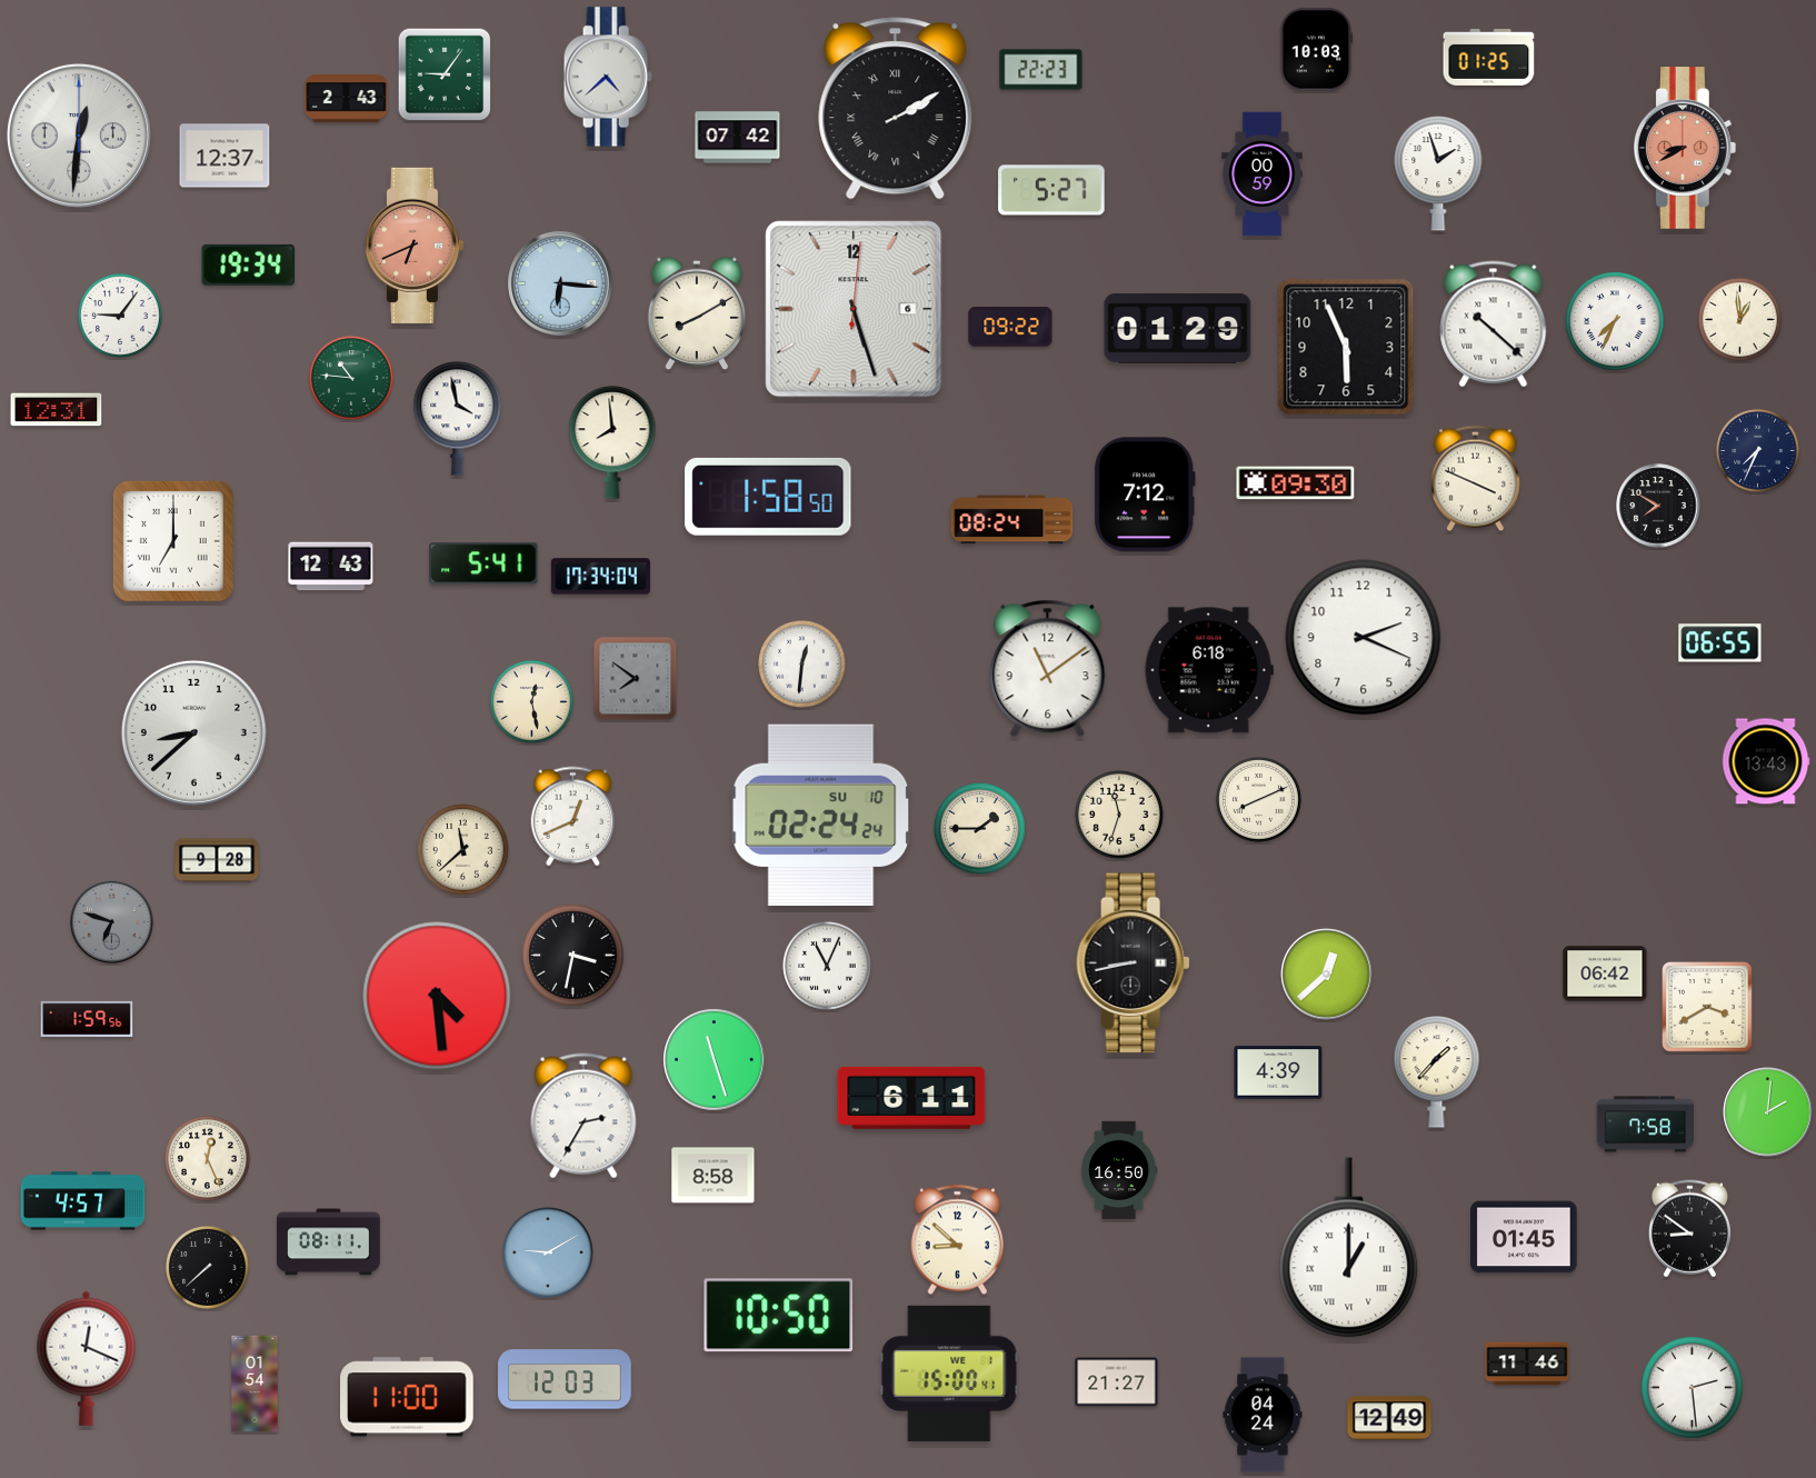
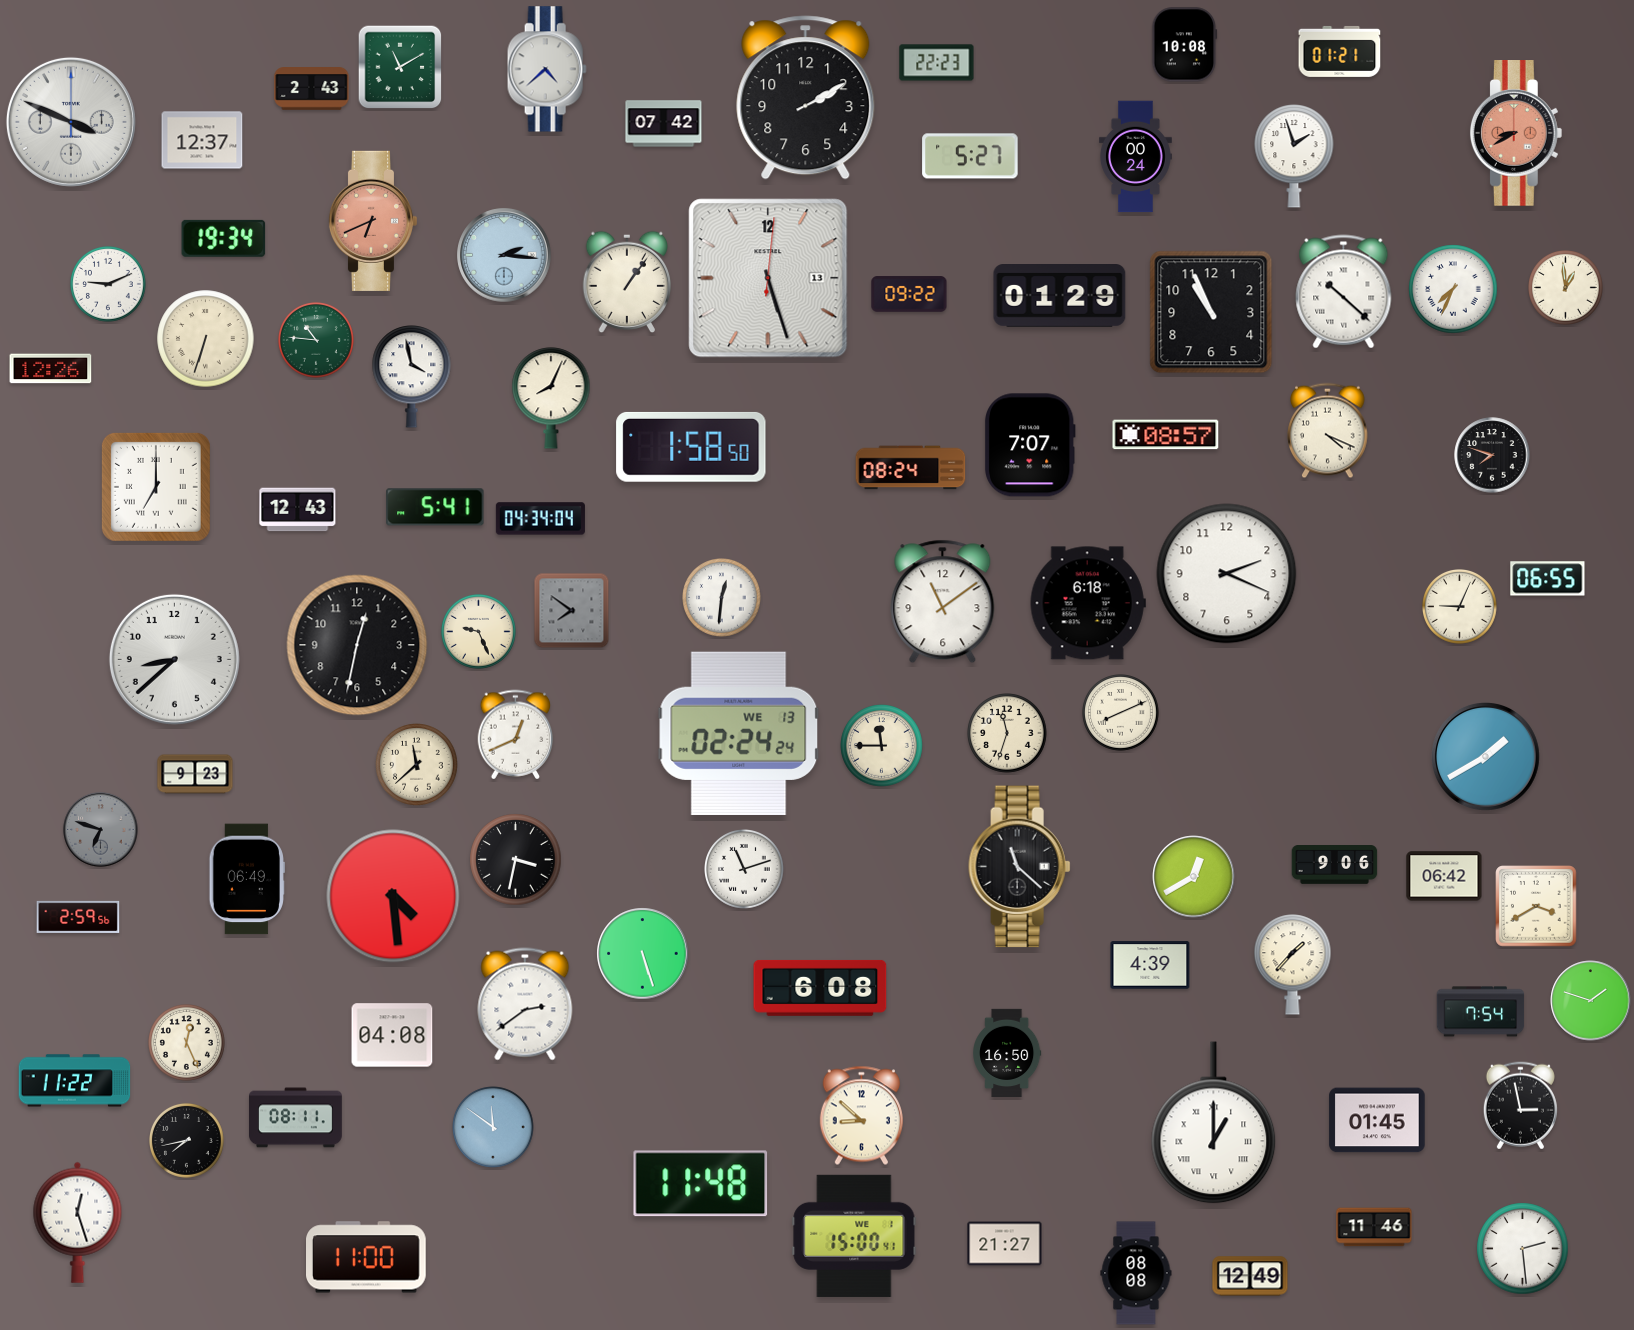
clock at (1317, 50): 10:03 -> 10:08
clock at (1489, 57): 01:25 -> 01:21
clock at (445, 74): 9:06 -> 11:10
clock at (896, 109) numerals: Roman -> Arabic
clock at (79, 136): 12:31 -> 3:49
clock at (1261, 174): 00:59 -> 00:24
clock at (1051, 190) position: (1051, 190) -> (970, 156)
clock at (560, 283): 6:16 -> 2:16
clock at (854, 309) date: 6 -> 13
clock at (697, 313): 8:10 -> 1:06
clock at (121, 317): 9:06 -> 9:11
clock at (1346, 347): 5:56 -> 10:56
clock at (206, 339): none -> 6:33
clock at (57, 410): 12:31 -> 12:26
clock at (612, 442): 7:59 -> 8:04
clock at (1758, 451): 7:34 -> none
clock at (1476, 479): 3:49 -> 4:19
clock at (1296, 483): 09:30 -> 08:57
clock at (1145, 495): 7:12 -> 7:07
clock at (1658, 506): 7:50 -> 7:48
clock at (600, 577): 17:34 -> 04:34
clock at (1460, 607): none -> 9:04
clock at (532, 702): 12:28 -> 9:26
clock at (357, 645): none -> 12:32
clock at (1766, 761): 13:43 -> none
clock at (1259, 800) position: (1259, 800) -> (1121, 713)
clock at (821, 815) date: SU 10 -> WE 13
clock at (980, 829): 1:45 -> 11:45
clock at (1486, 757): none -> 1:40
clock at (217, 860): 9:28 -> 9:23
clock at (1335, 865): none -> 9:06
clock at (1134, 963): 8:43 -> 11:22
clock at (827, 966): 11:04 -> 11:12
clock at (1327, 975): 12:38 -> 12:40
clock at (247, 879): none -> 06:49
clock at (87, 1019): 1:59 -> 2:59
clock at (715, 1060): 11:27 -> 5:27
clock at (911, 1098): 6:11 -> 6:08
clock at (1768, 1112): 2:01 -> 1:48
clock at (583, 1116): 2:35 -> 2:39
clock at (1646, 1125): 7:58 -> 7:54
clock at (392, 1035): none -> 04:08
clock at (714, 1176): 8:58 -> none
clock at (83, 1201): 4:57 -> 11:22
clock at (1689, 1229): 8:51 -> 2:58
clock at (1524, 1237) position: (1524, 1237) -> (1377, 1120)
clock at (548, 1252): 9:10 -> 11:51
clock at (208, 1268): 7:38 -> 7:43
clock at (779, 1316): 10:50 -> 11:48
clock at (87, 1358): 12:19 -> 12:27
clock at (565, 1379): 12:03 -> none
clock at (255, 1384): 01:54 -> none
clock at (1263, 1415): 04:24 -> 08:08
